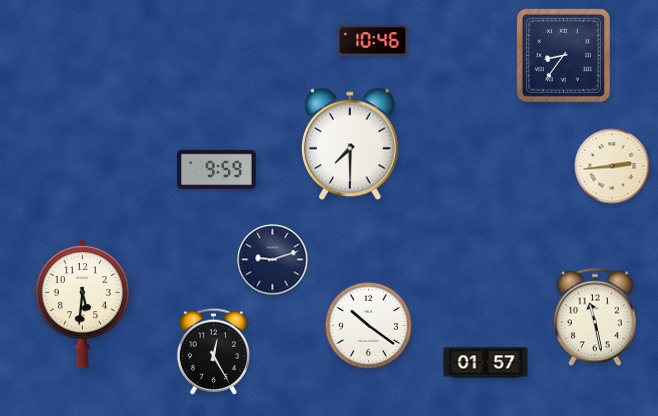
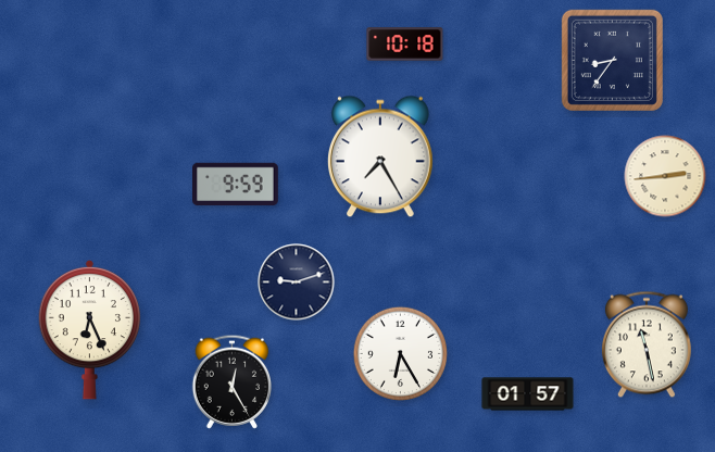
clock at (373, 41): 10:46 -> 10:18
clock at (350, 144): 7:30 -> 7:25
clock at (612, 166) position: (612, 166) -> (665, 176)
clock at (83, 303): 5:31 -> 6:26
clock at (368, 325): 10:21 -> 6:25
